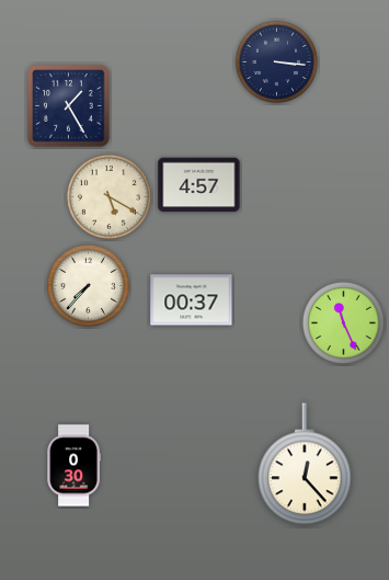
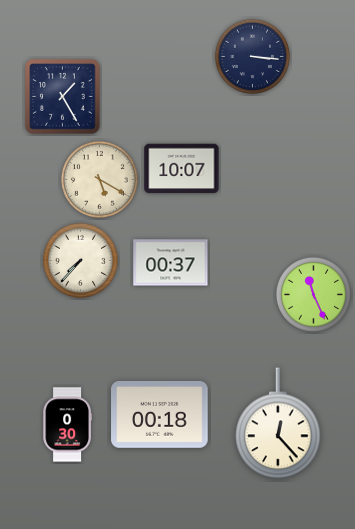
clock at (199, 185): 4:57 -> 10:07
clock at (192, 300) position: (192, 300) -> (171, 263)
clock at (160, 415): none -> 00:18
